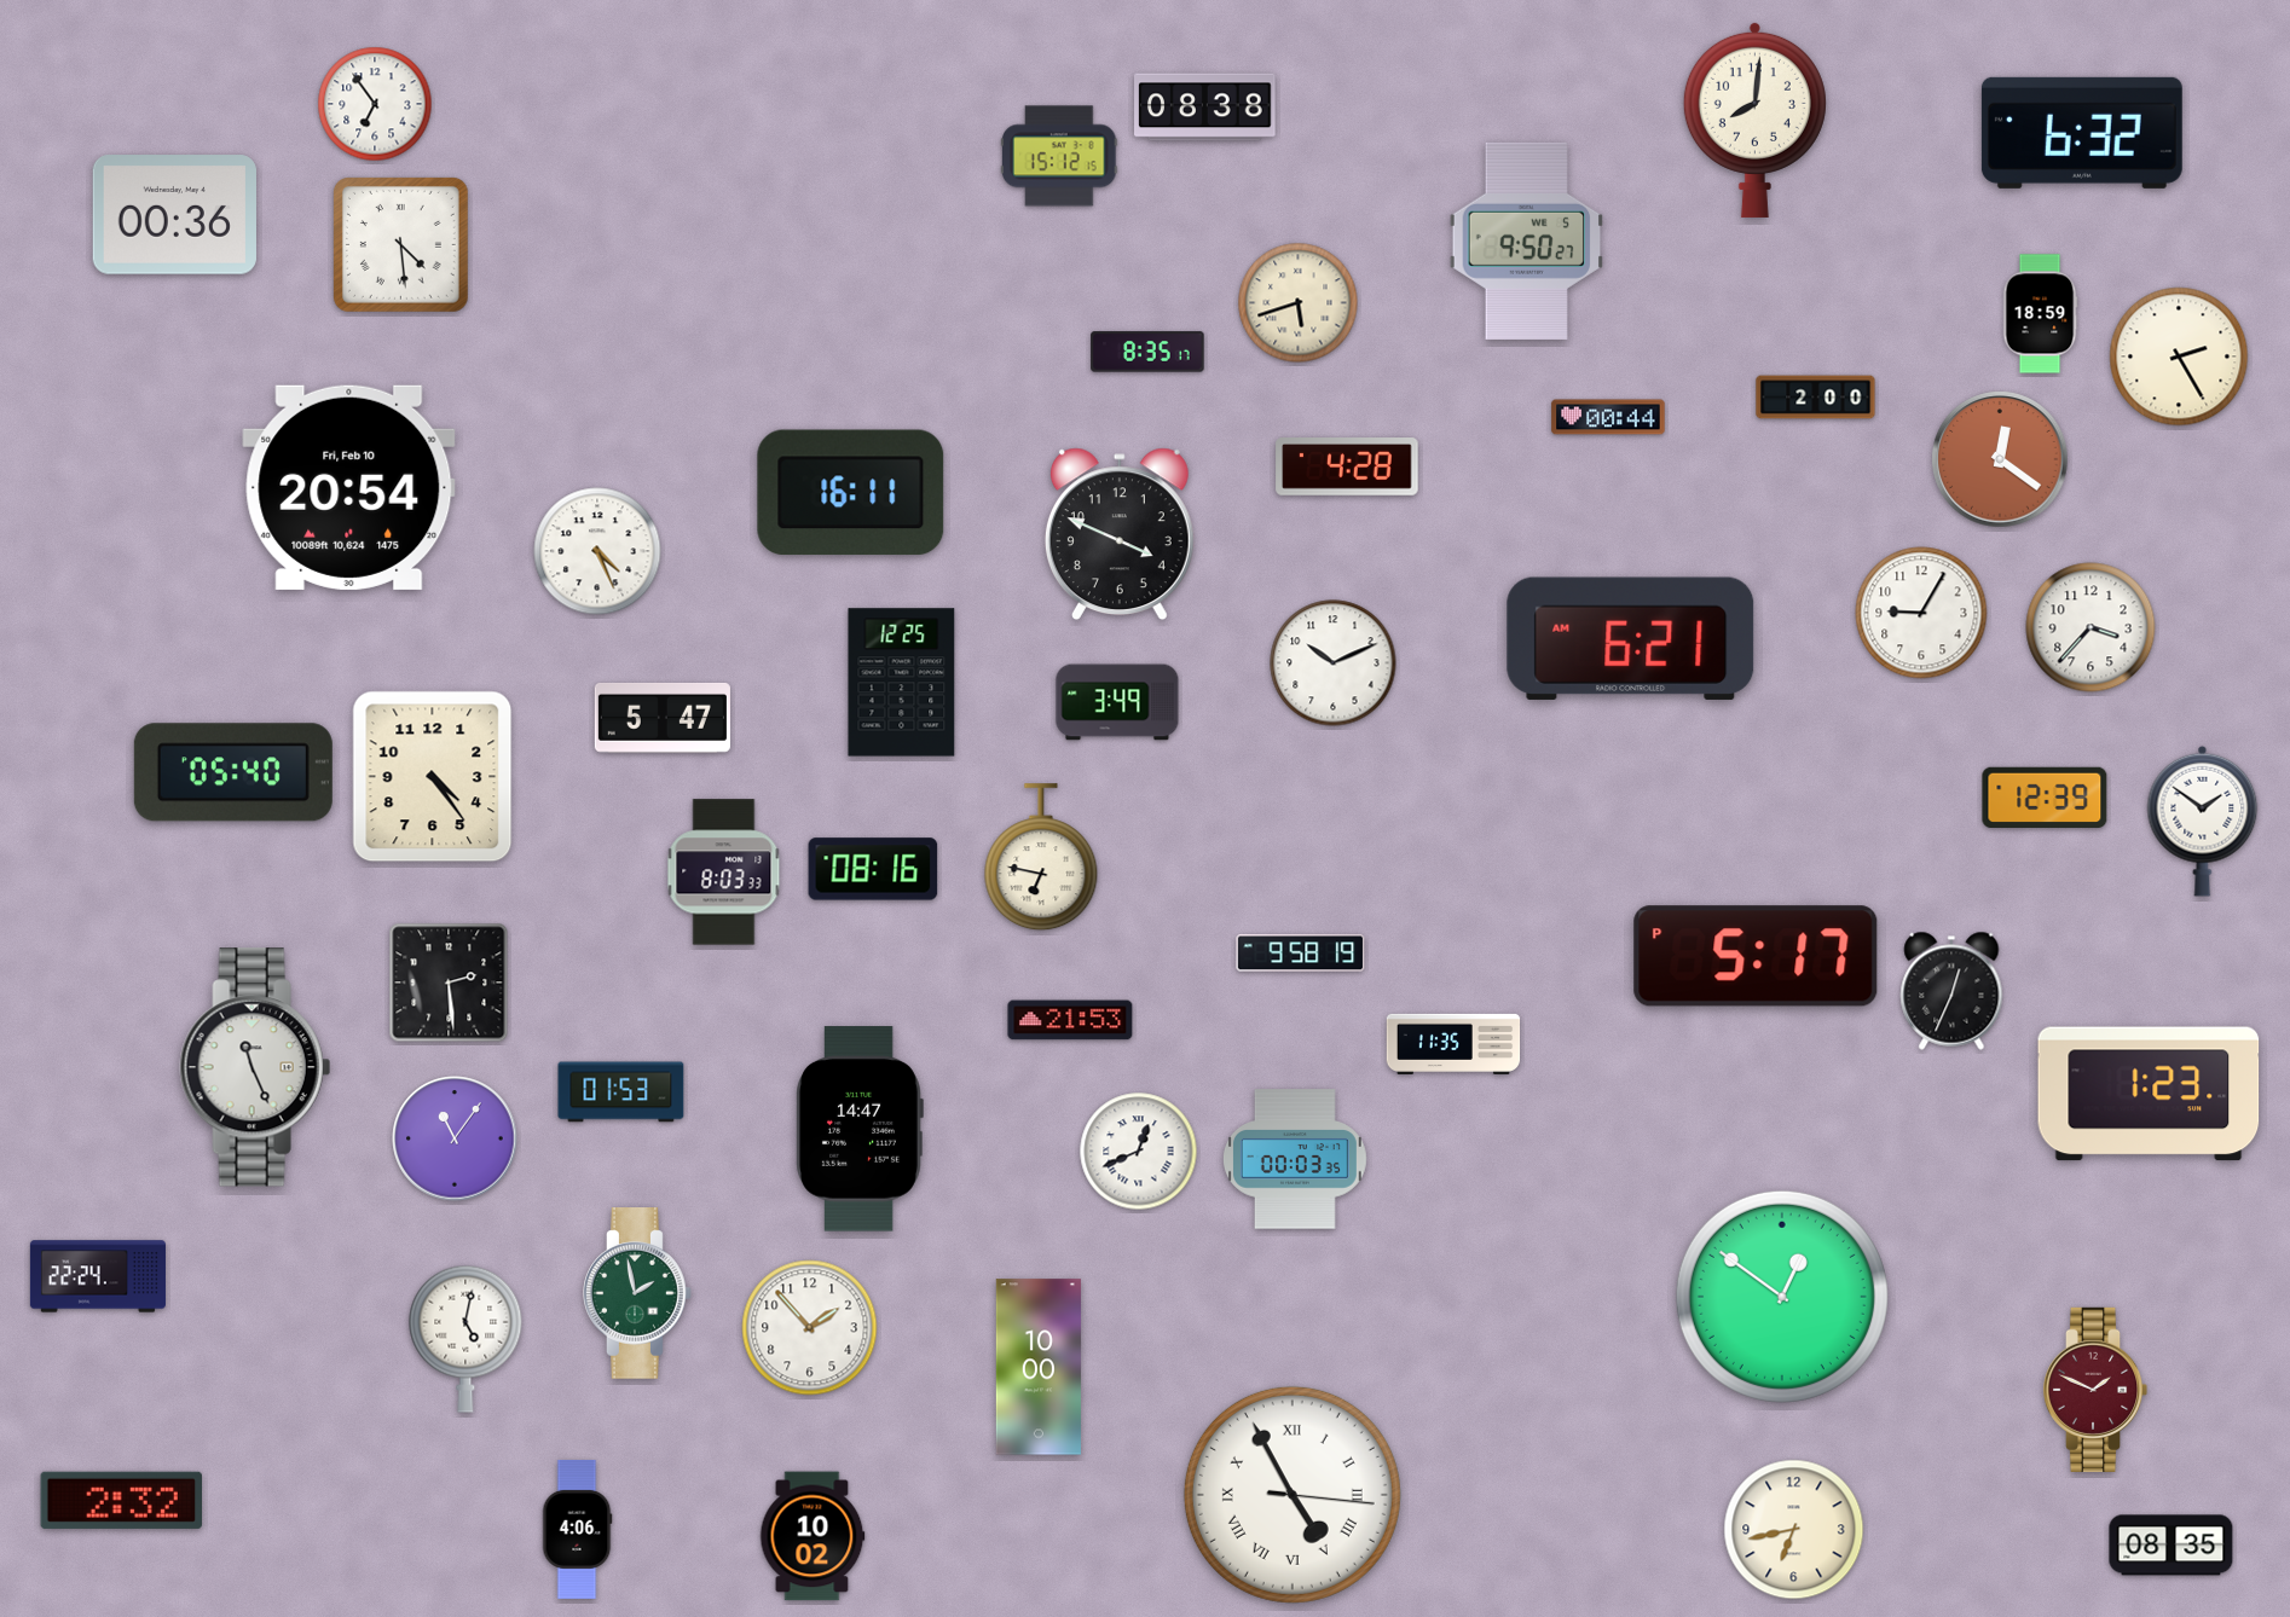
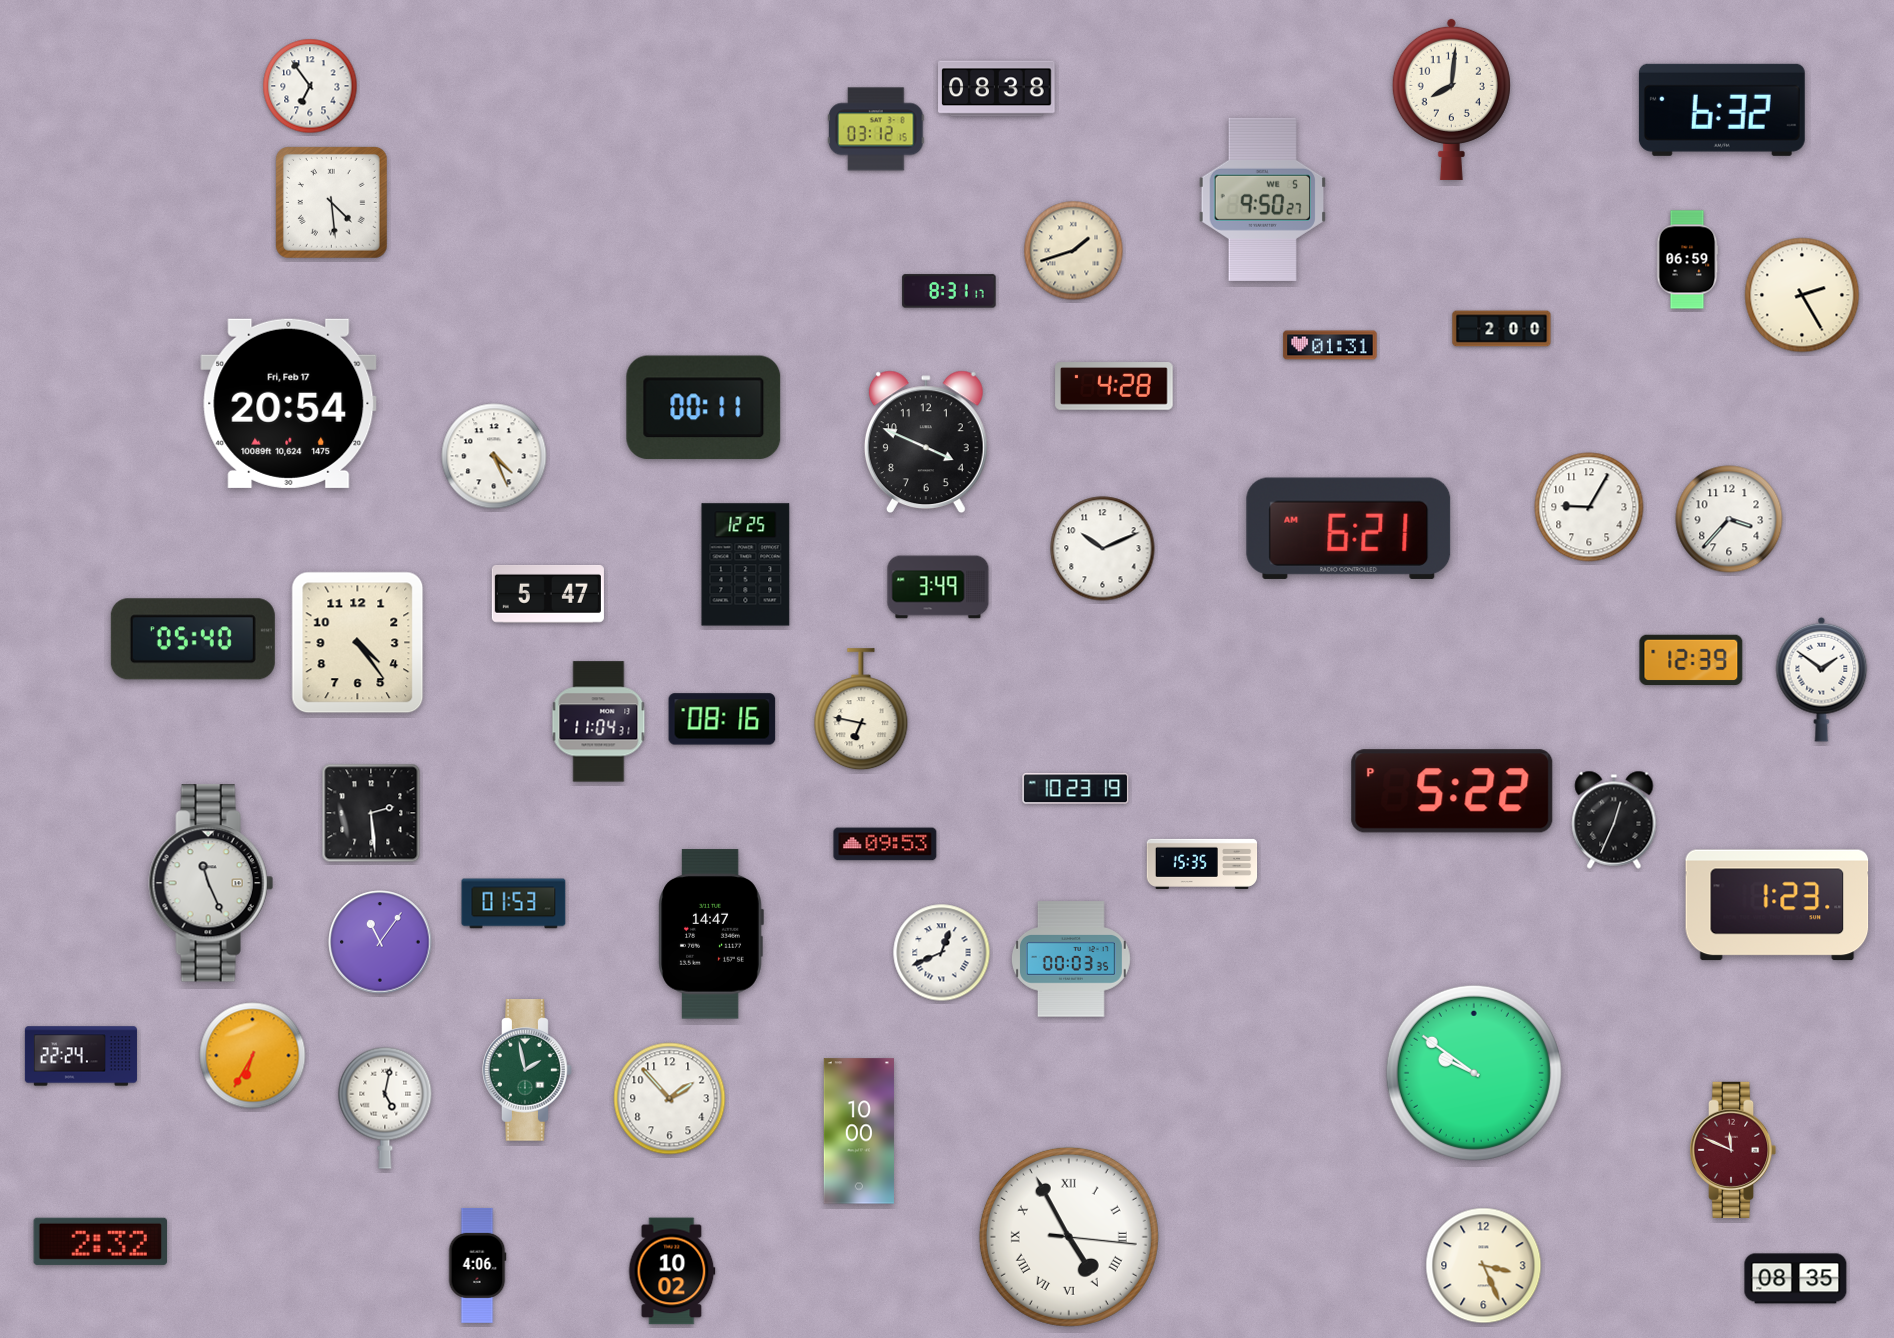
clock at (1060, 156): 15:12 -> 03:12
clock at (174, 215): 00:36 -> none
clock at (1299, 303): 5:42 -> 1:42
clock at (2040, 314): 18:59 -> 06:59
clock at (1147, 352): 8:35 -> 8:31
clock at (1608, 417): 00:44 -> 01:31
clock at (2000, 459): 12:21 -> none
clock at (349, 487) date: Fri, Feb 10 -> Fri, Feb 17
clock at (851, 493): 16:11 -> 00:11
clock at (1117, 702) position: (1117, 702) -> (938, 587)
clock at (724, 873): 8:03 -> 11:04
clock at (1301, 954): 9:58 -> 10:23
clock at (1756, 956): 5:17 -> 5:22
clock at (1070, 1020): 21:53 -> 09:53
clock at (1453, 1044): 11:35 -> 15:35
clock at (455, 1138) position: (455, 1138) -> (380, 942)
clock at (253, 1056): none -> 6:35
clock at (1782, 1297): 12:51 -> 9:51
clock at (2095, 1390): 1:49 -> 11:49
clock at (1794, 1530): 6:43 -> 3:26
